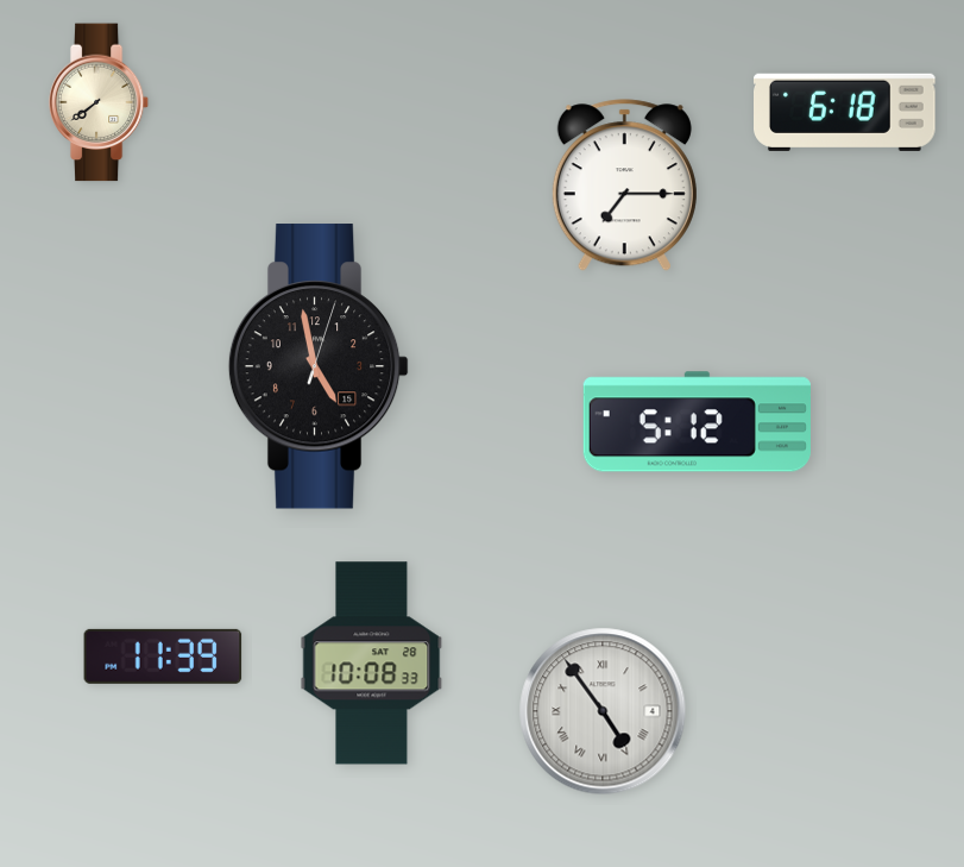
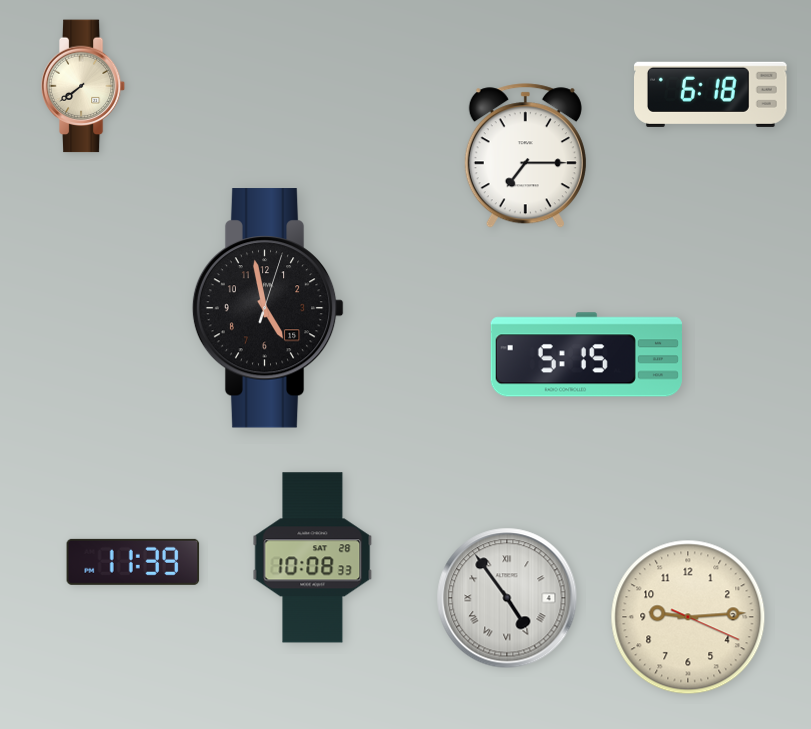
clock at (697, 422): 5:12 -> 5:15
clock at (163, 656) position: (163, 656) -> (133, 562)
clock at (688, 617): none -> 9:14
